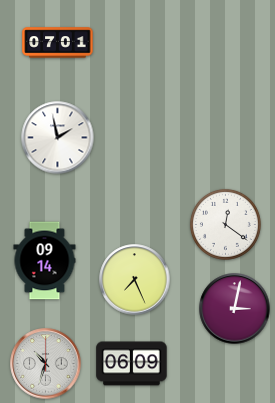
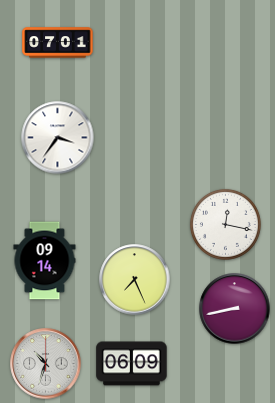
clock at (58, 138): 1:58 -> 3:36
clock at (225, 224): 12:21 -> 12:17
clock at (235, 309): 3:02 -> 8:43
